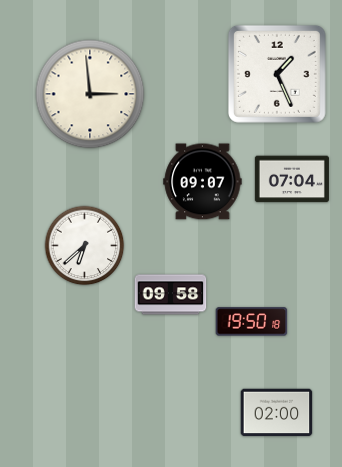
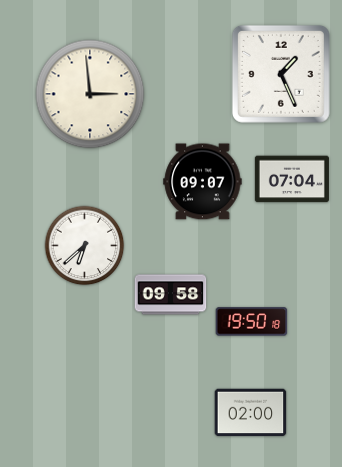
clock at (277, 74) position: (277, 74) -> (281, 74)
clock at (277, 413) position: (277, 413) -> (251, 413)
